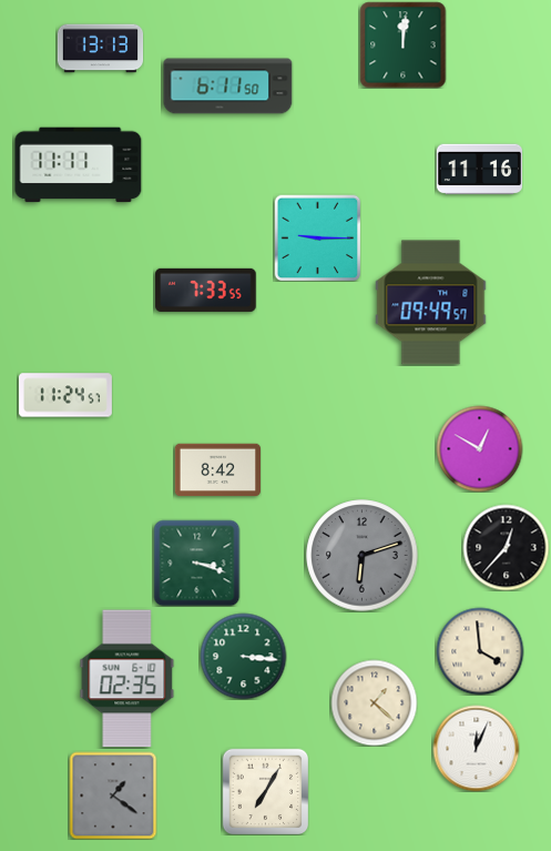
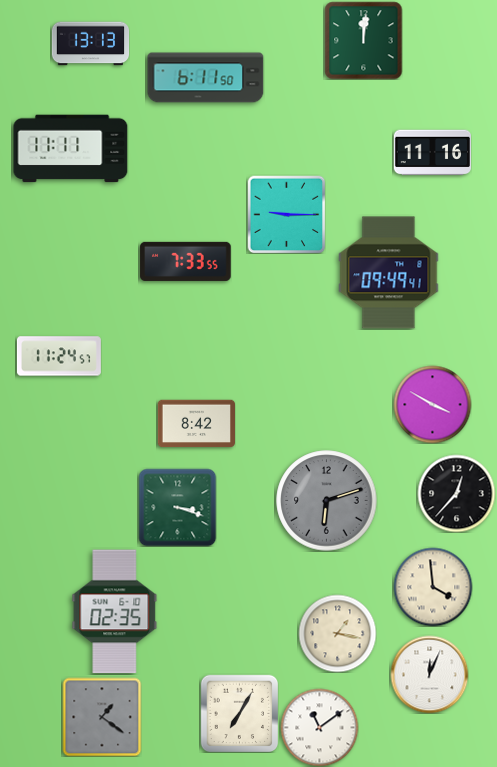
clock at (431, 303): 09:49:57 -> 09:49:41
clock at (479, 448): 12:50 -> 3:50
clock at (243, 656): 3:16 -> none
clock at (374, 702): 1:22 -> 1:17
clock at (319, 727): none -> 11:09
